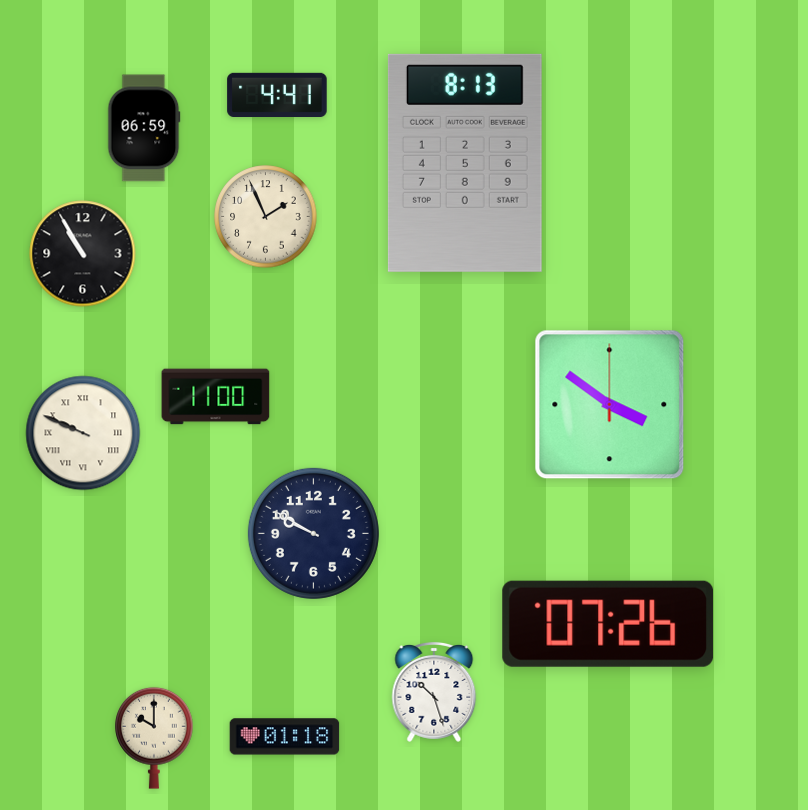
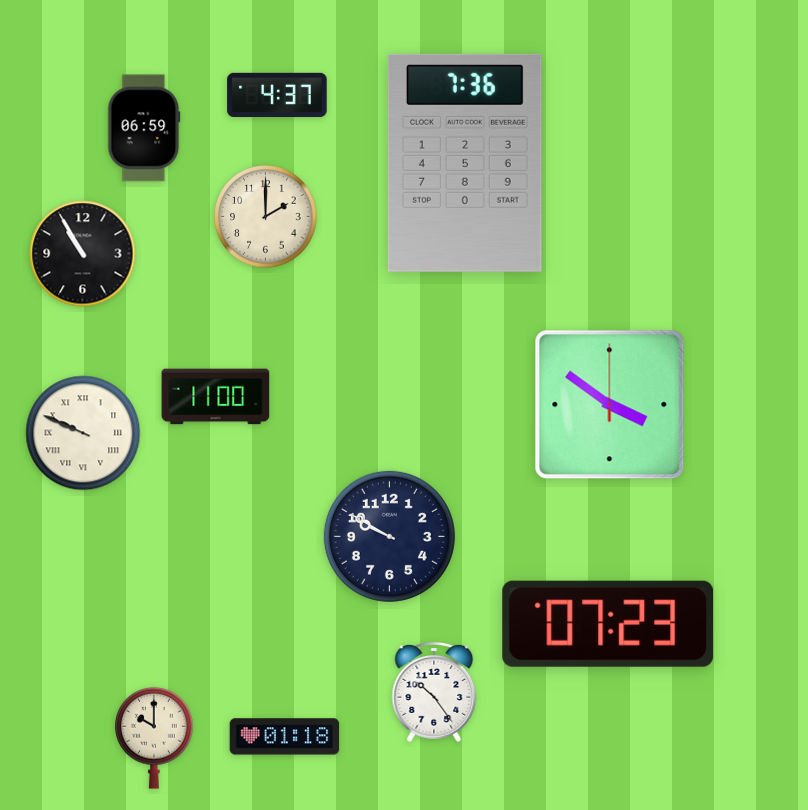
clock at (277, 94): 4:41 -> 4:37
clock at (465, 163): 8:13 -> 7:36
clock at (266, 217): 1:56 -> 2:00
clock at (313, 533) position: (313, 533) -> (389, 536)
clock at (608, 624): 07:26 -> 07:23
clock at (434, 692): 10:27 -> 10:24
